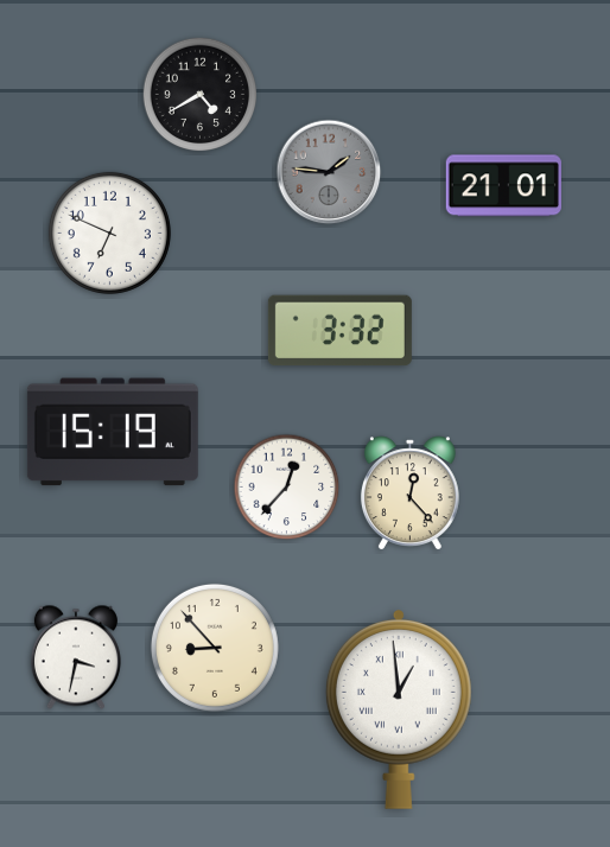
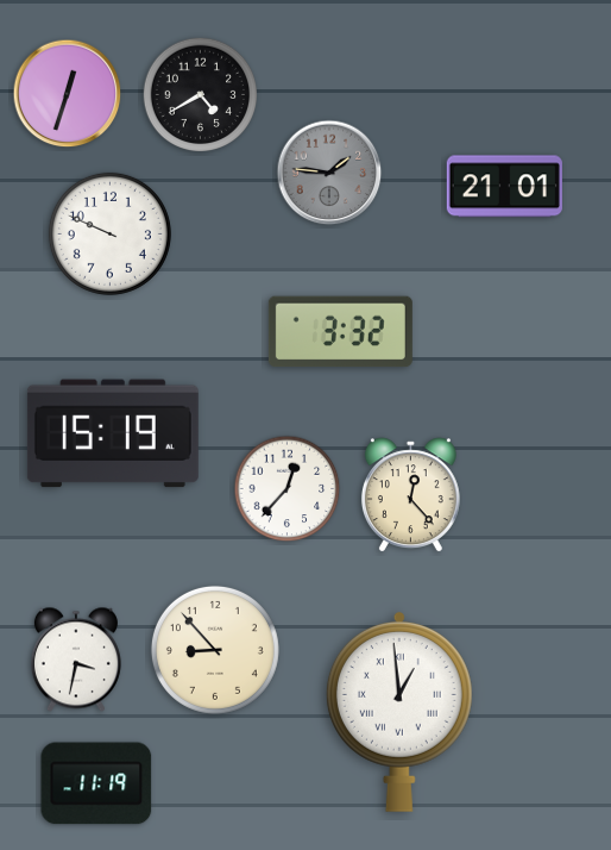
clock at (68, 94): none -> 12:33
clock at (109, 233): 6:49 -> 9:49
clock at (96, 783): none -> 11:19
